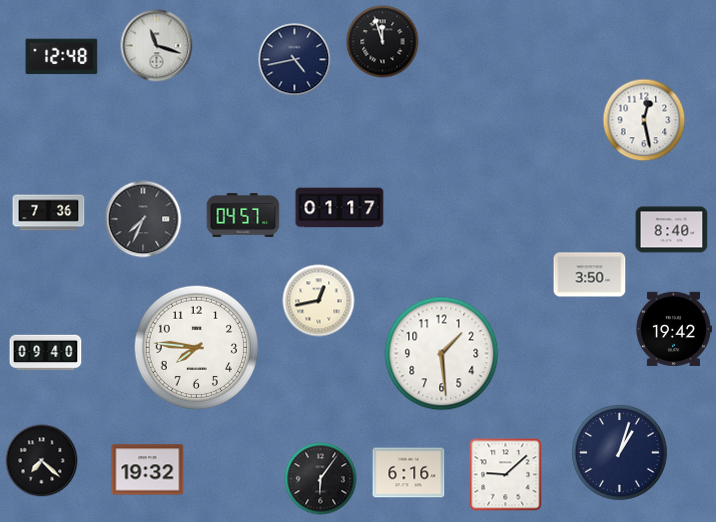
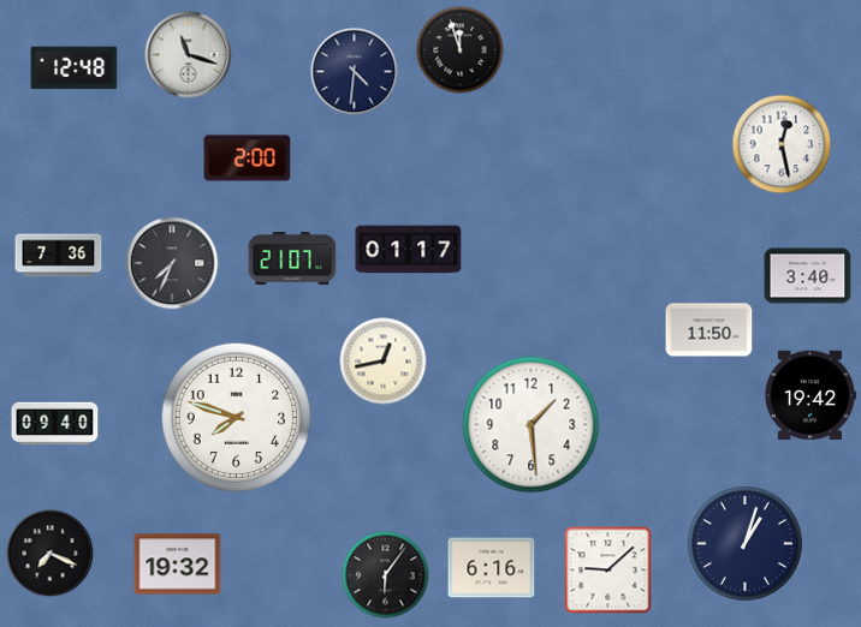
clock at (295, 60): 4:43 -> 4:31
clock at (644, 120) position: (644, 120) -> (782, 144)
clock at (248, 159): none -> 2:00
clock at (243, 216): 04:57 -> 21:07
clock at (672, 230): 8:40 -> 3:40
clock at (590, 275): 3:50 -> 11:50
clock at (196, 347): 7:46 -> 7:48
clock at (42, 461): 7:22 -> 7:19
